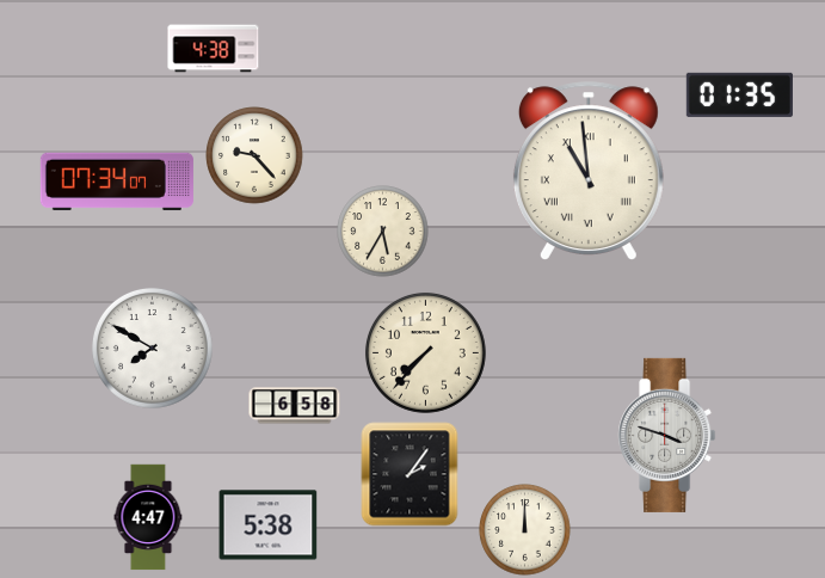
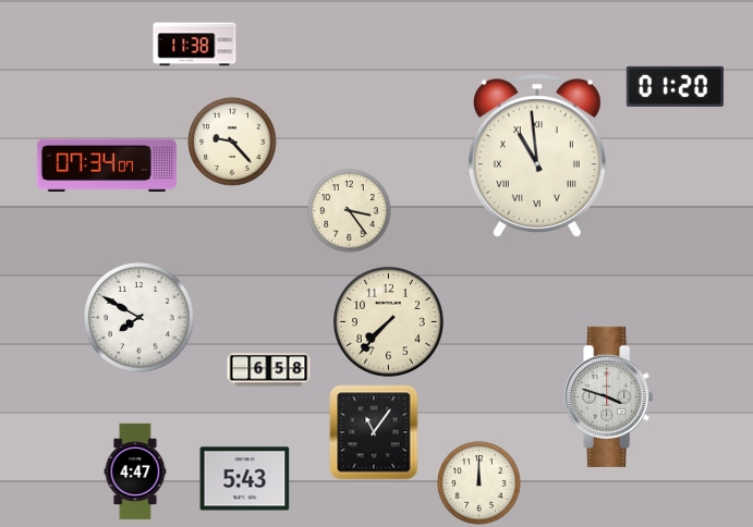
clock at (214, 49): 4:38 -> 11:38
clock at (739, 94): 01:35 -> 01:20
clock at (383, 232): 5:35 -> 3:24
clock at (410, 474): 2:06 -> 11:06
clock at (269, 525): 5:38 -> 5:43
